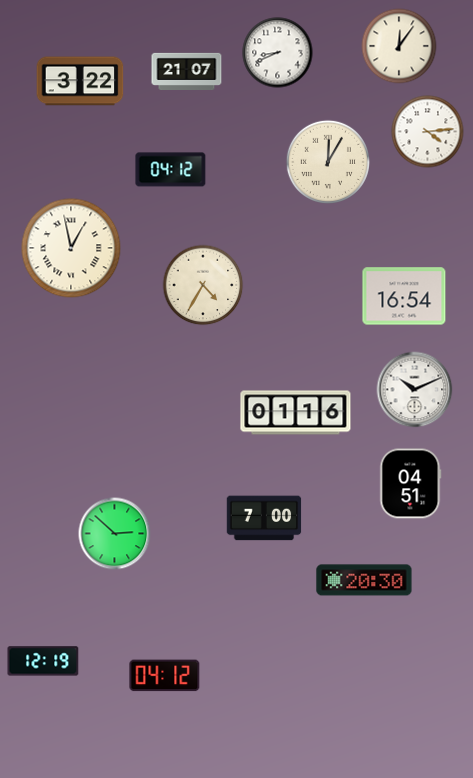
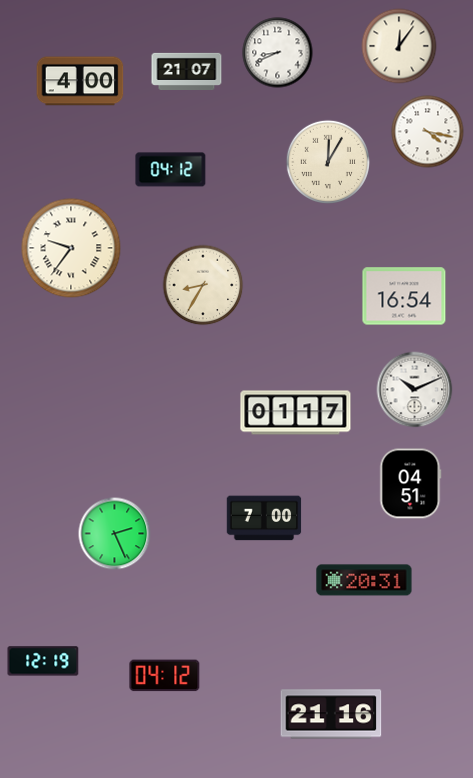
clock at (80, 81): 3:22 -> 4:00
clock at (428, 132): 4:14 -> 4:17
clock at (71, 248): 12:58 -> 9:36
clock at (203, 285): 4:35 -> 8:35
clock at (296, 413): 01:16 -> 01:17
clock at (115, 534): 2:52 -> 2:26
clock at (364, 580): 20:30 -> 20:31
clock at (331, 714): none -> 21:16
